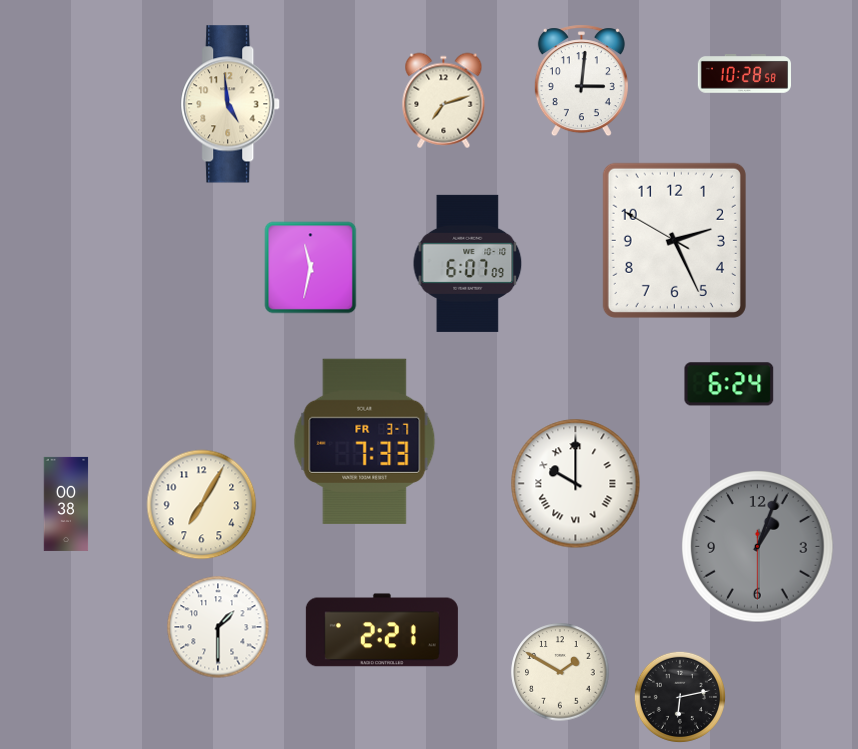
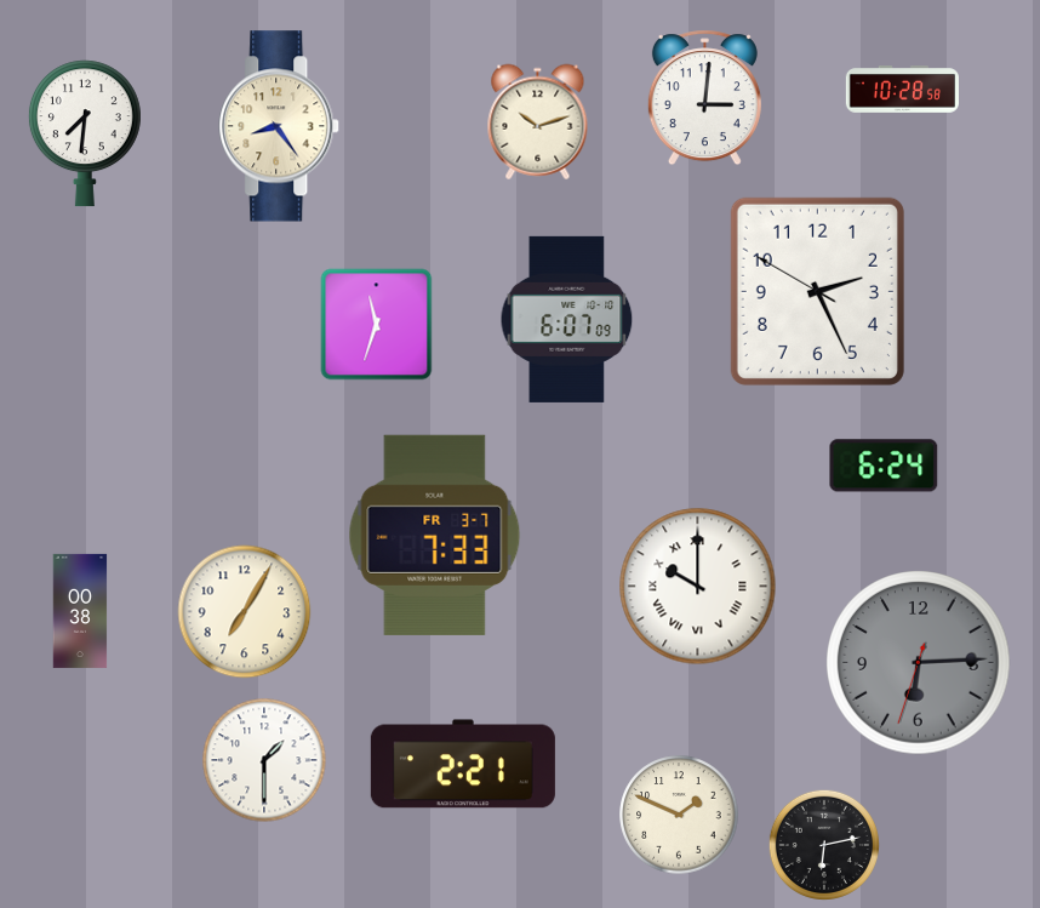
clock at (444, 101): 7:12 -> 10:12
clock at (231, 104): 4:59 -> 8:24
clock at (85, 133): none -> 7:31
clock at (311, 268): 11:32 -> 11:33
clock at (365, 441) position: (365, 441) -> (435, 535)
clock at (758, 547): 1:03 -> 6:14
clock at (560, 672): 1:50 -> 1:49
